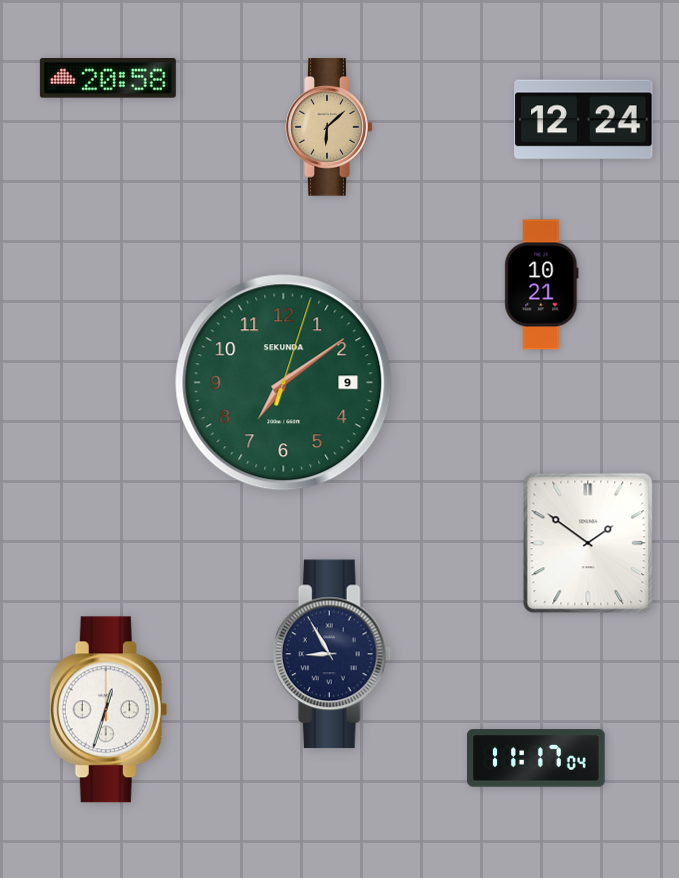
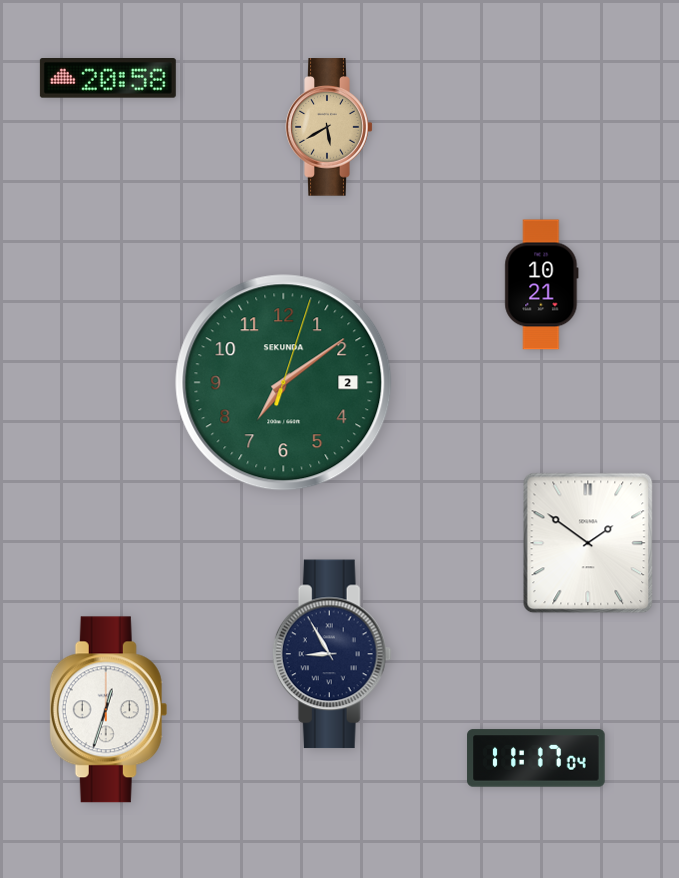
clock at (584, 120): 12:24 -> none
clock at (329, 127): 6:08 -> 5:40
clock at (284, 383) date: 9 -> 2
